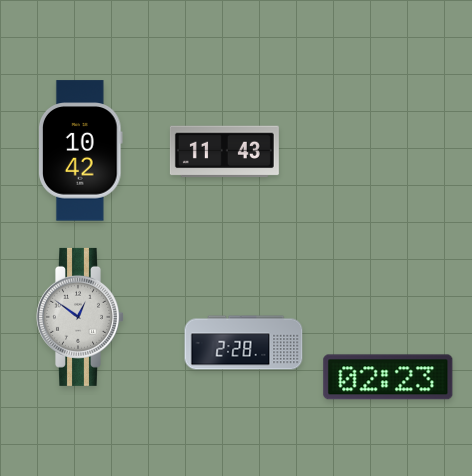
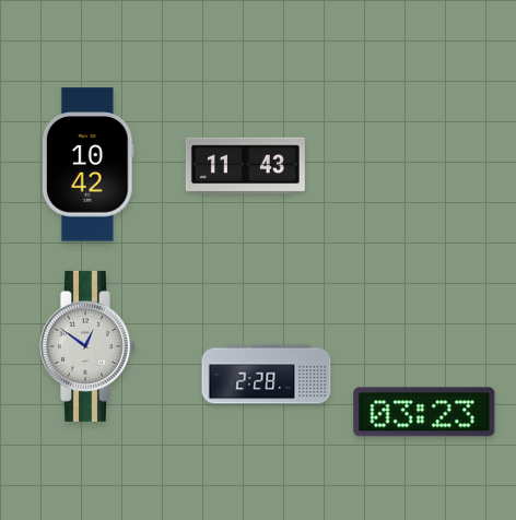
clock at (388, 377): 02:23 -> 03:23
